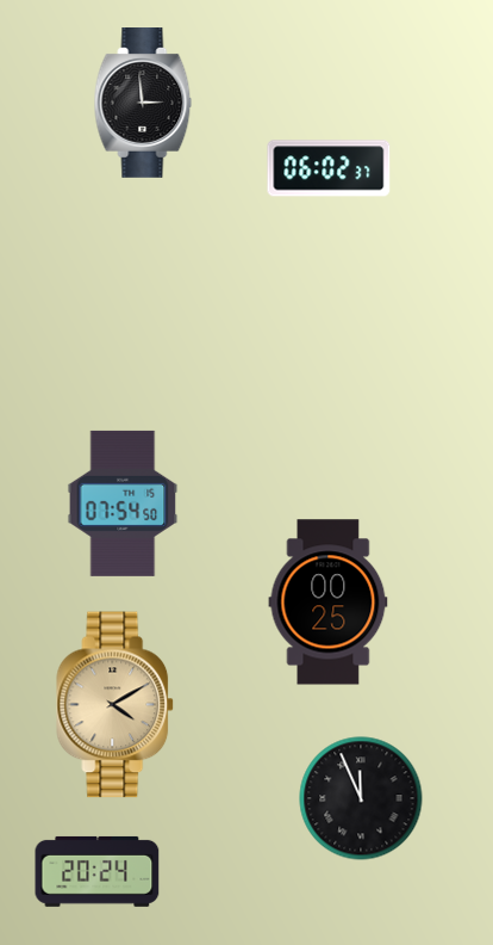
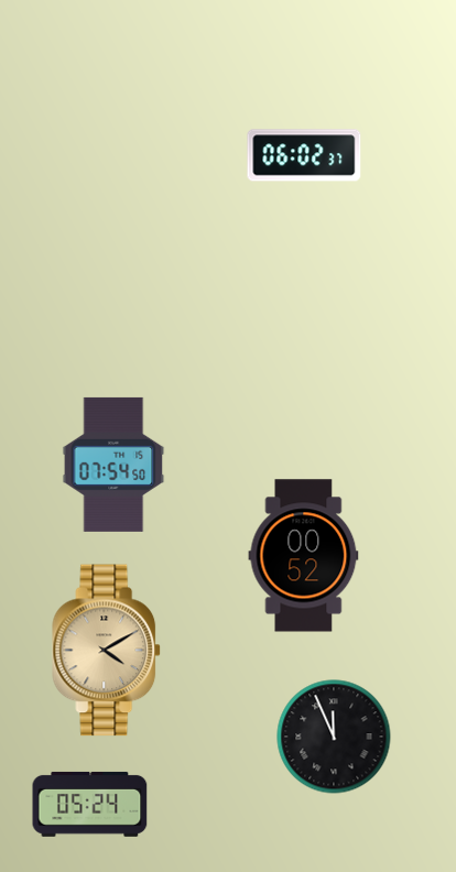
clock at (143, 104): 2:59 -> none
clock at (329, 603): 00:25 -> 00:52
clock at (98, 871): 20:24 -> 05:24
